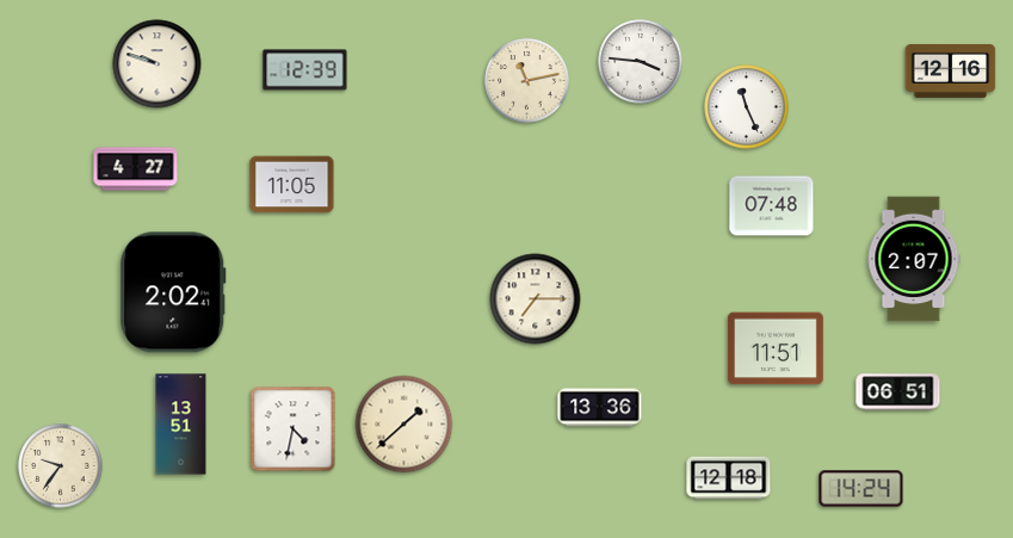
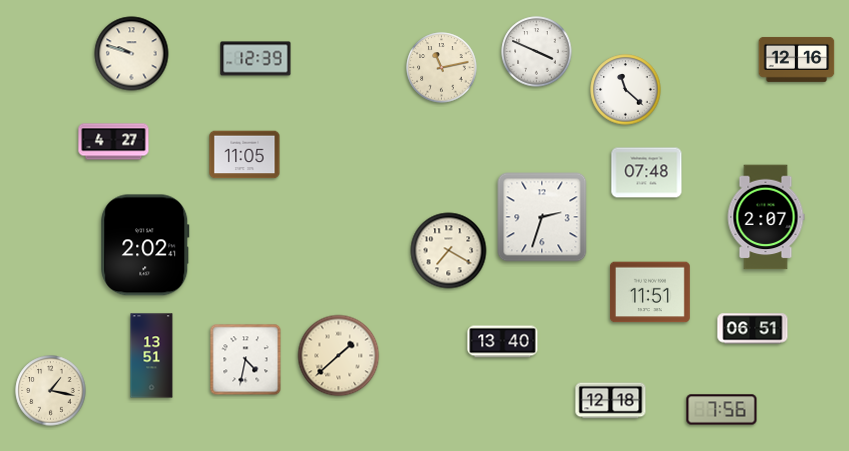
clock at (641, 62): 3:46 -> 3:49
clock at (747, 107): 11:26 -> 11:22
clock at (542, 217): none -> 2:33
clock at (536, 299): 7:15 -> 7:20
clock at (600, 408): 13:36 -> 13:40
clock at (61, 466): 9:36 -> 1:17
clock at (861, 489): 14:24 -> 7:56
